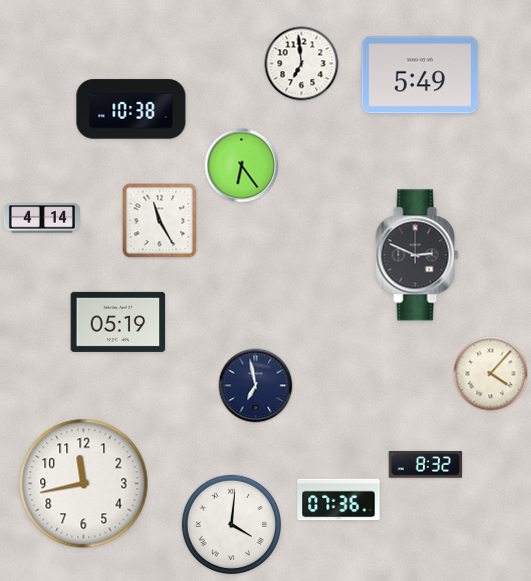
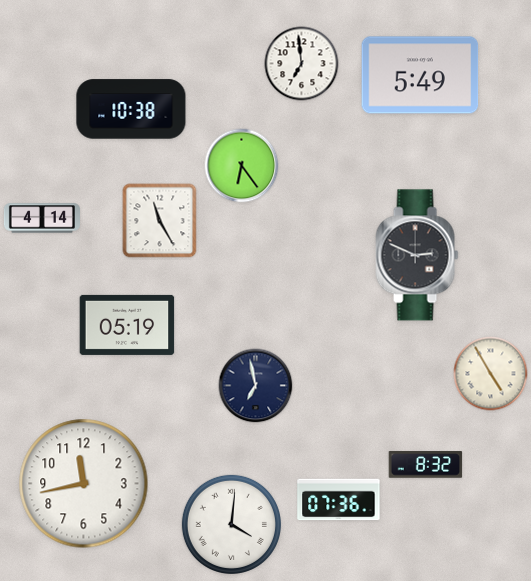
clock at (118, 322) position: (118, 322) -> (127, 325)
clock at (491, 374): 4:07 -> 4:55
